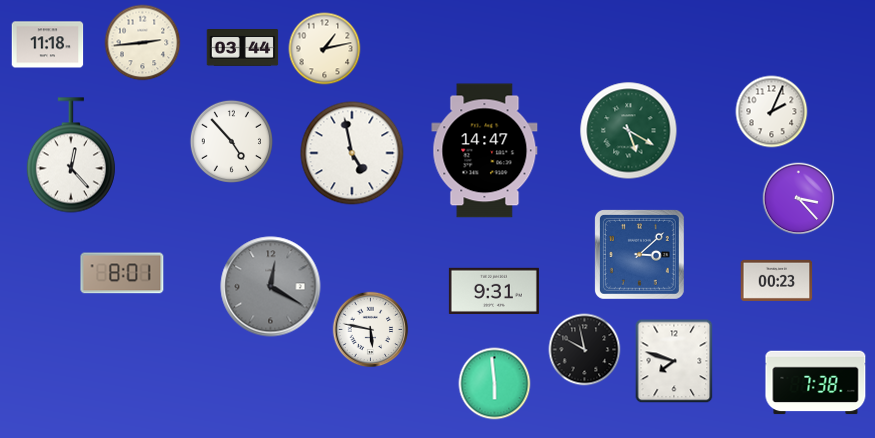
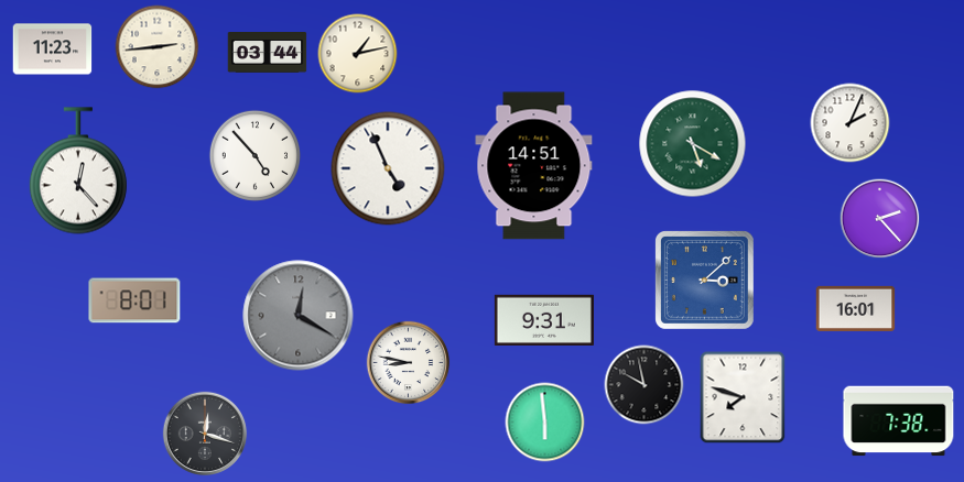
clock at (48, 45): 11:18 -> 11:23
clock at (485, 151): 14:47 -> 14:51
clock at (352, 153): 4:58 -> 4:56
clock at (799, 199): 3:23 -> 2:23
clock at (777, 280): 00:23 -> 16:01
clock at (371, 330): 5:47 -> 8:47
clock at (205, 434): none -> 12:18
